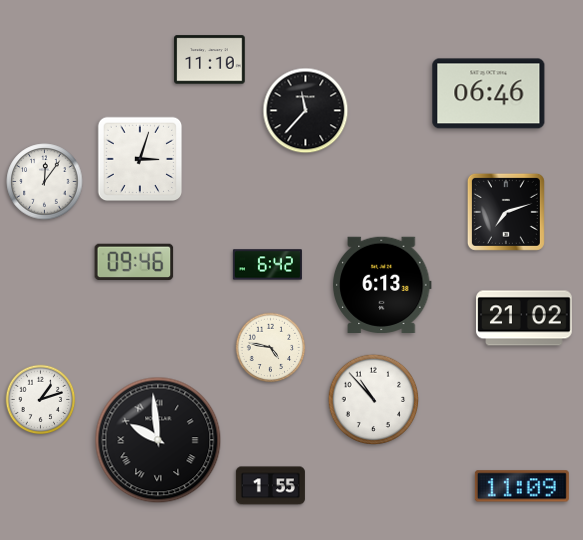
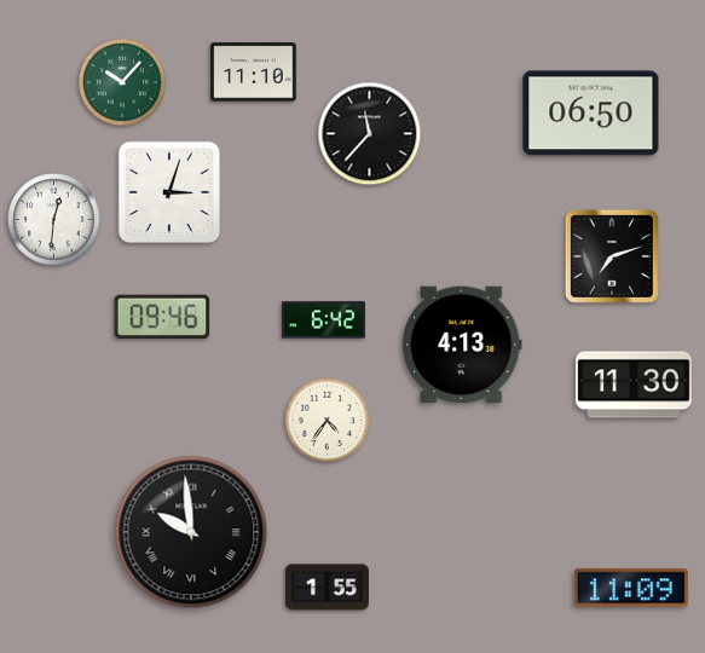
clock at (122, 82): none -> 10:07
clock at (489, 94): 06:46 -> 06:50
clock at (45, 182): 12:06 -> 12:31
clock at (382, 284): 6:13 -> 4:13
clock at (524, 318): 21:02 -> 11:30
clock at (271, 348): 4:47 -> 4:36
clock at (41, 400): 1:12 -> none
clock at (374, 400): 10:53 -> none
